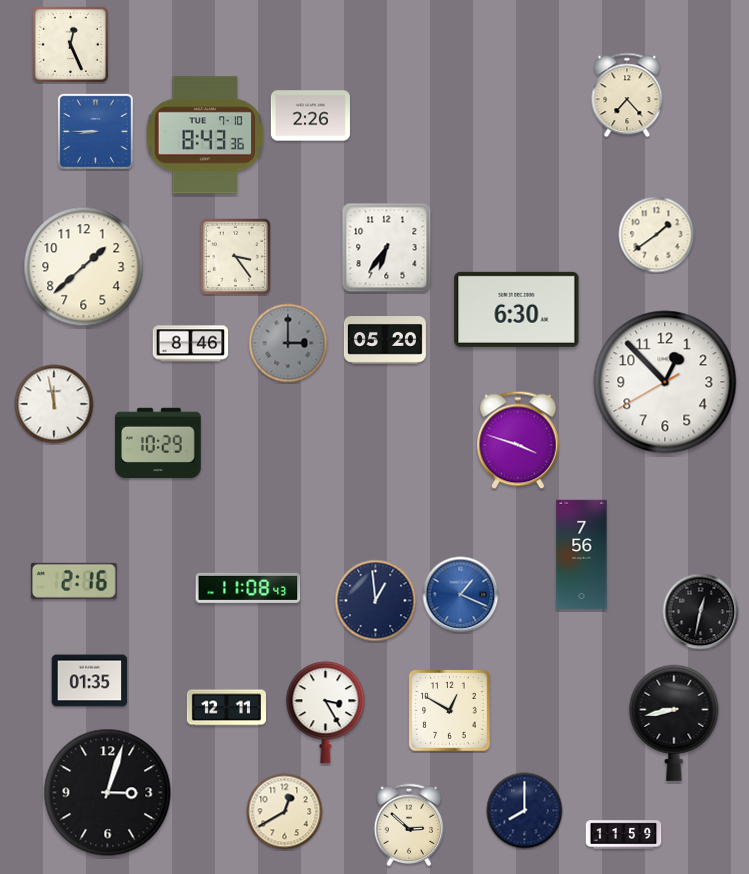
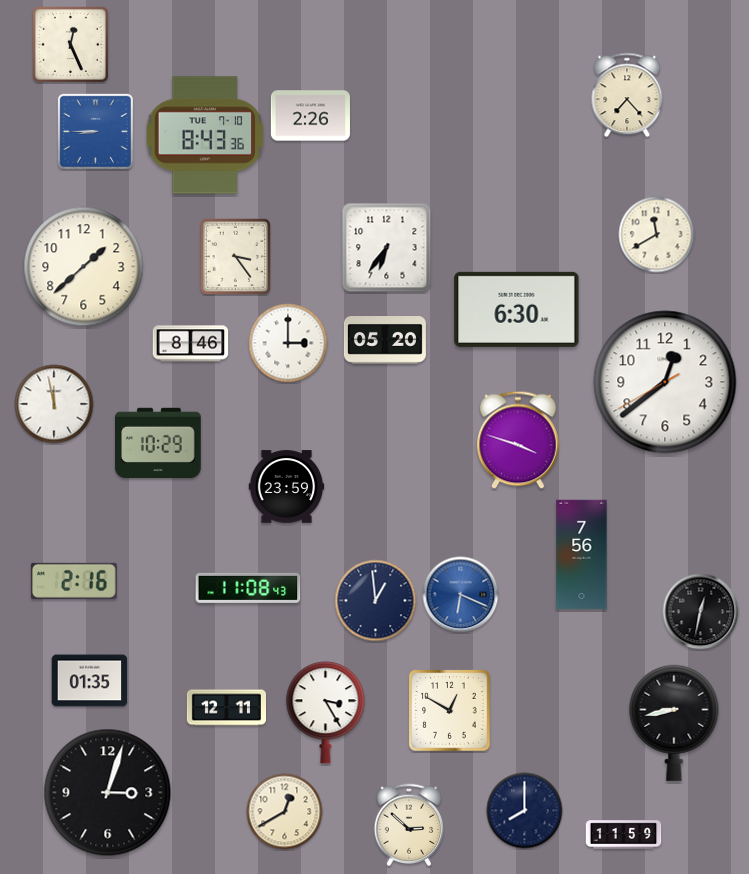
clock at (657, 235): 1:39 -> 11:40
clock at (288, 343) dial: grey -> white
clock at (665, 382): 12:52 -> 12:38
clock at (287, 487): none -> 23:59
clock at (461, 595): 1:19 -> 6:19
